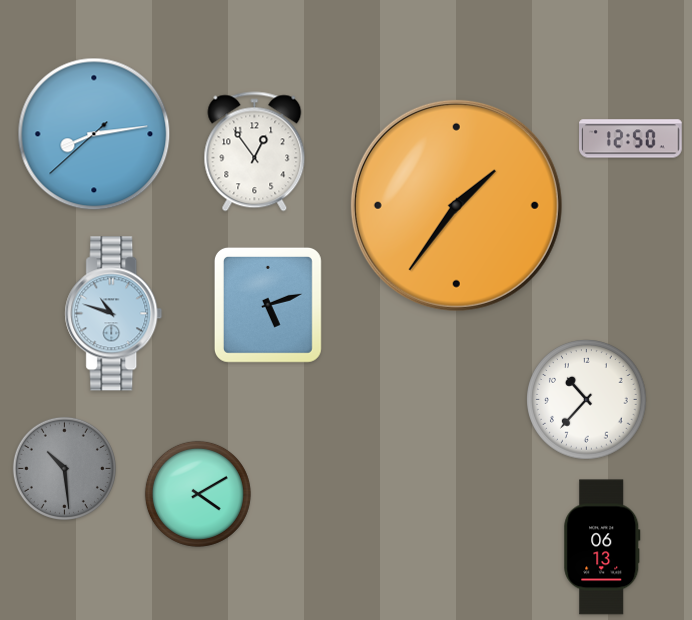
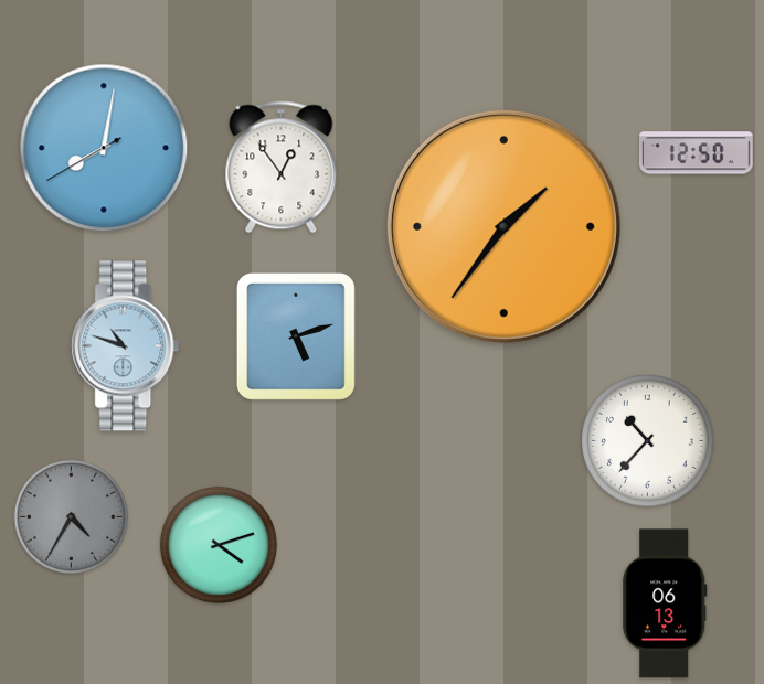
clock at (94, 134): 8:13 -> 8:01
clock at (64, 468): 10:29 -> 4:35
clock at (198, 494): 4:10 -> 4:12
